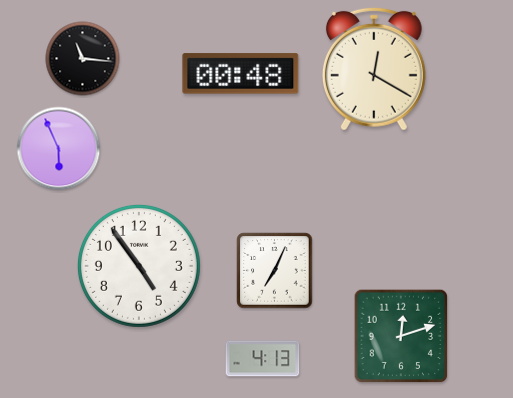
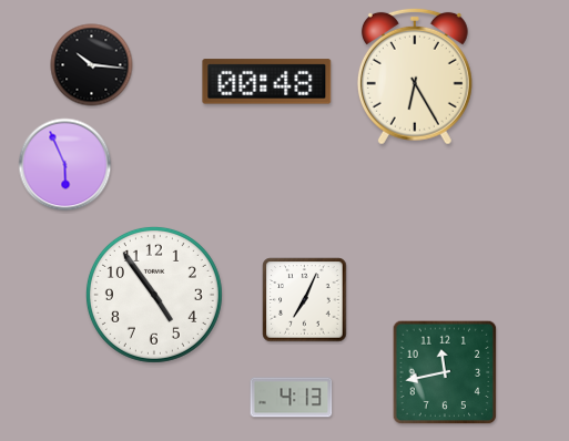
clock at (83, 59): 11:16 -> 10:16
clock at (374, 69): 12:20 -> 6:25
clock at (401, 336): 12:12 -> 11:43
